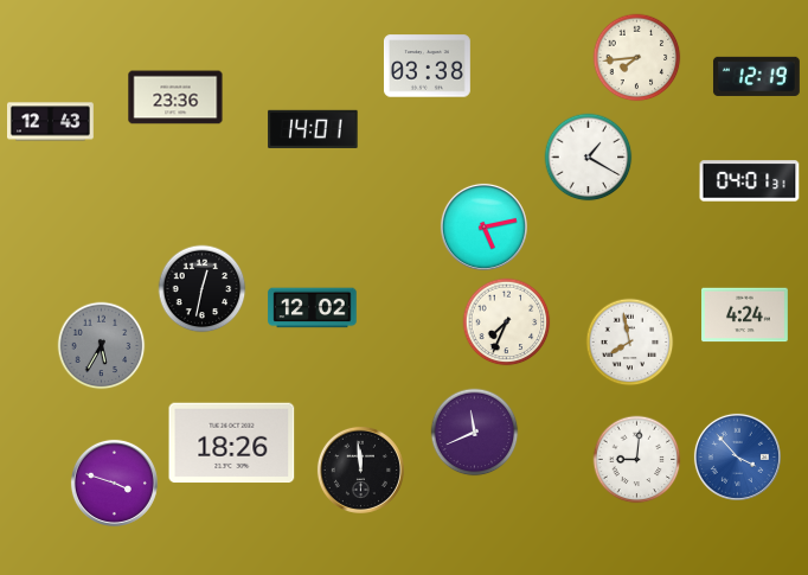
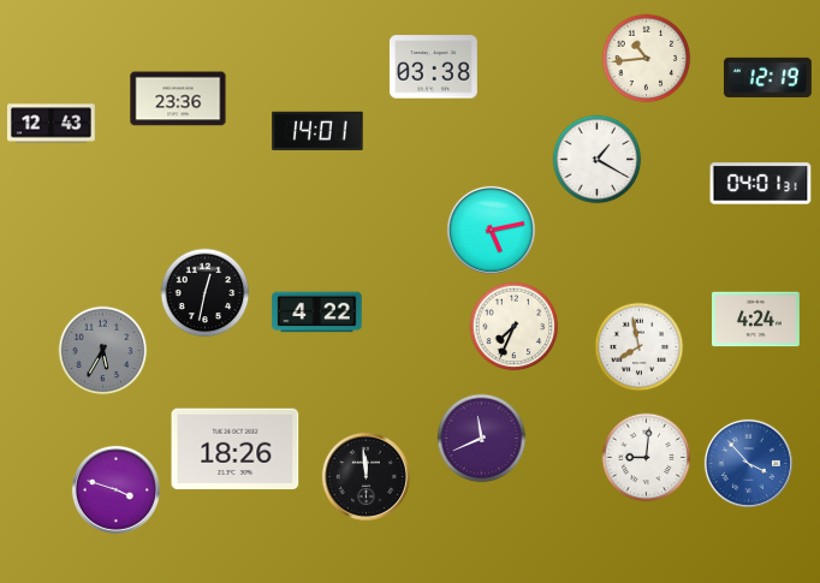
clock at (637, 58): 7:44 -> 10:44
clock at (313, 308): 12:02 -> 4:22
clock at (637, 460) position: (637, 460) -> (647, 458)
